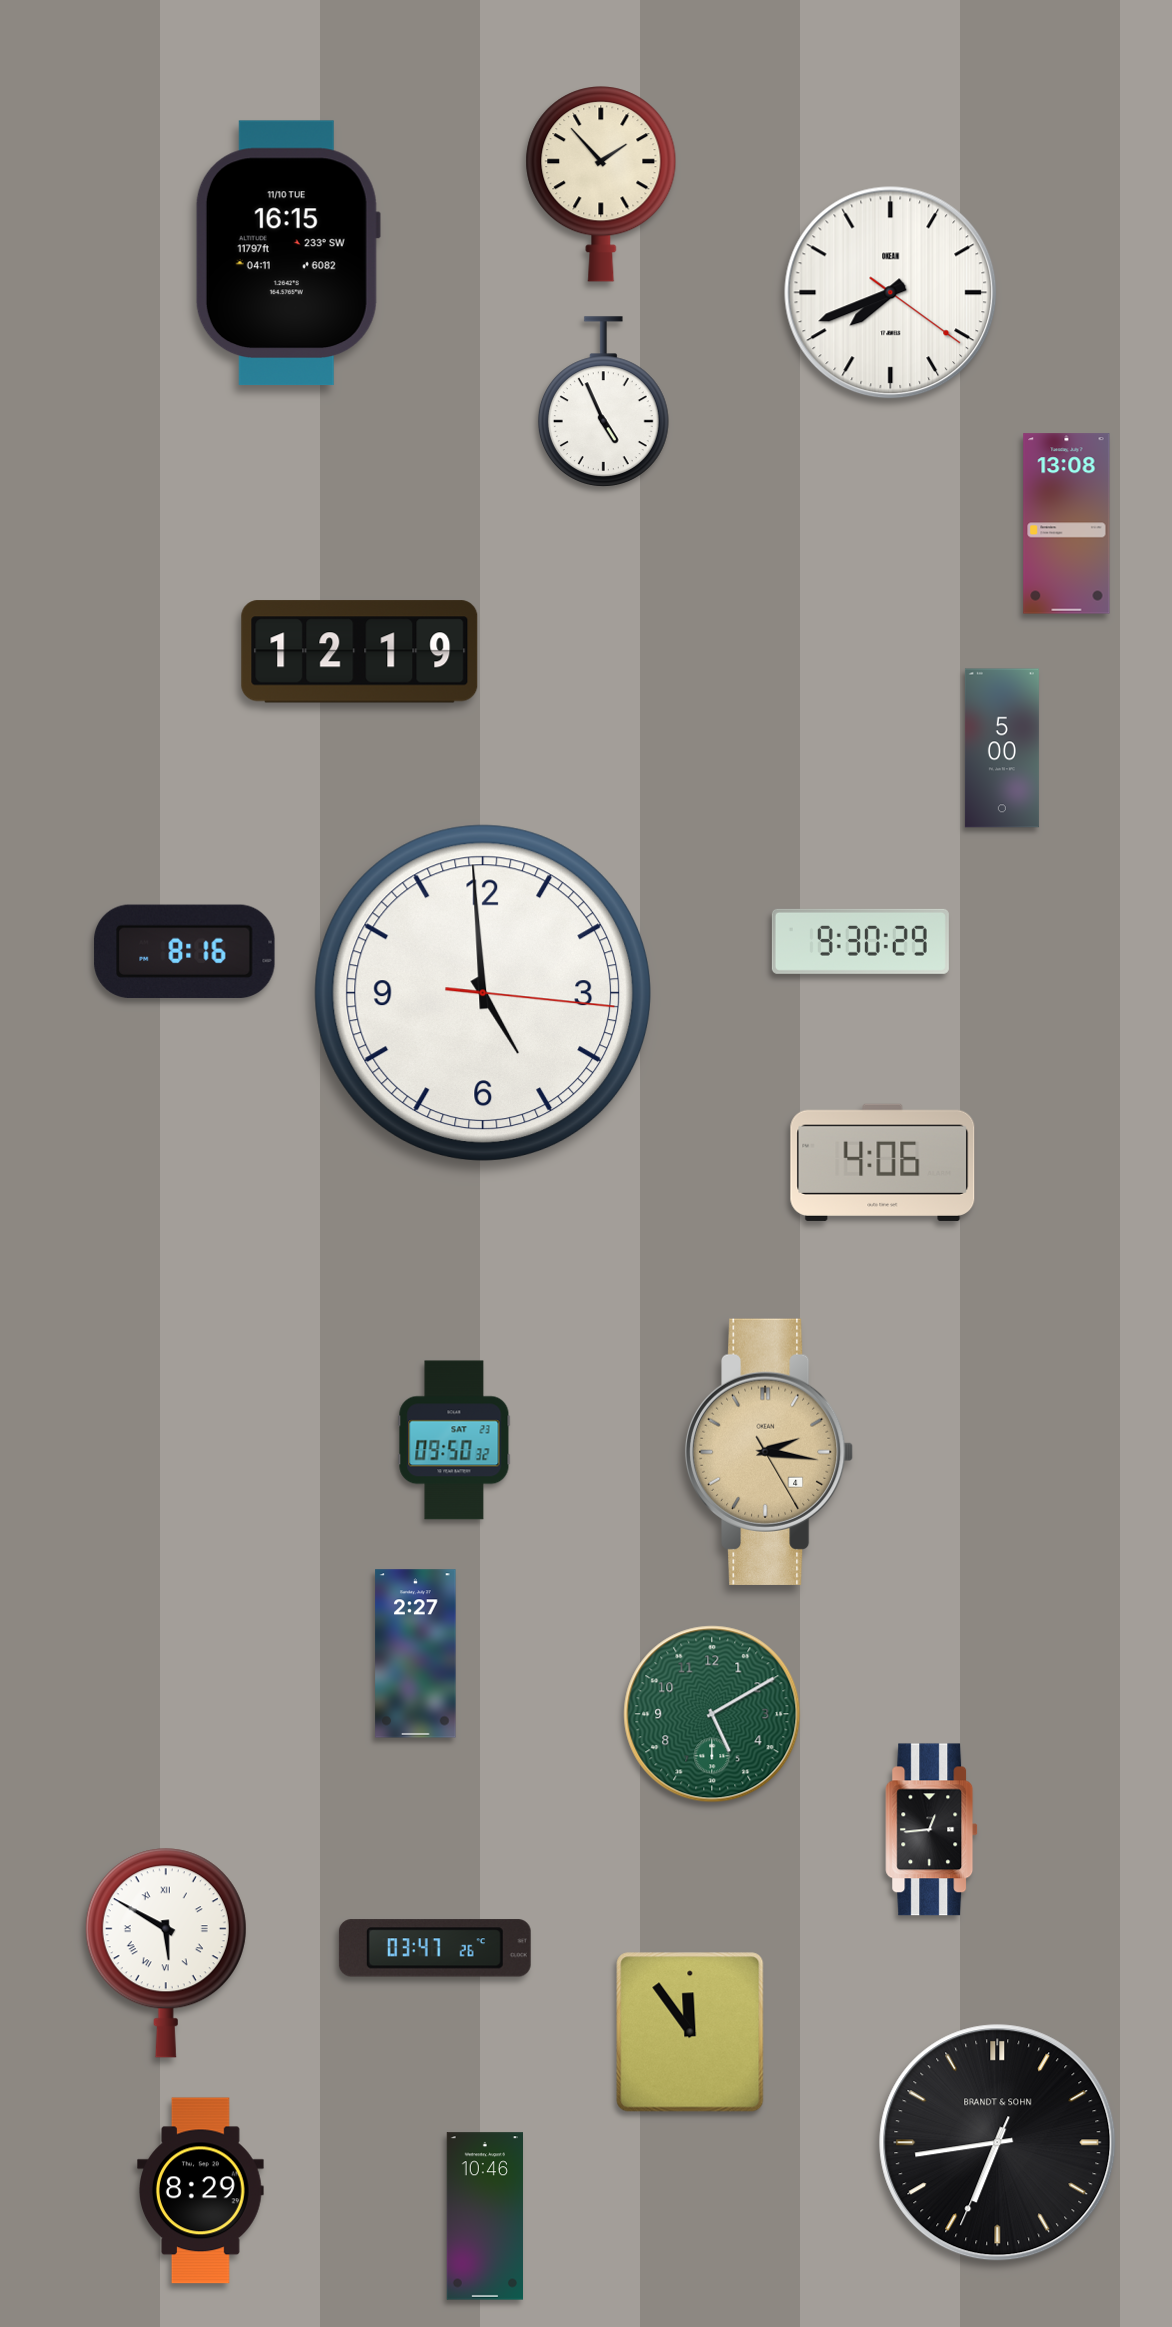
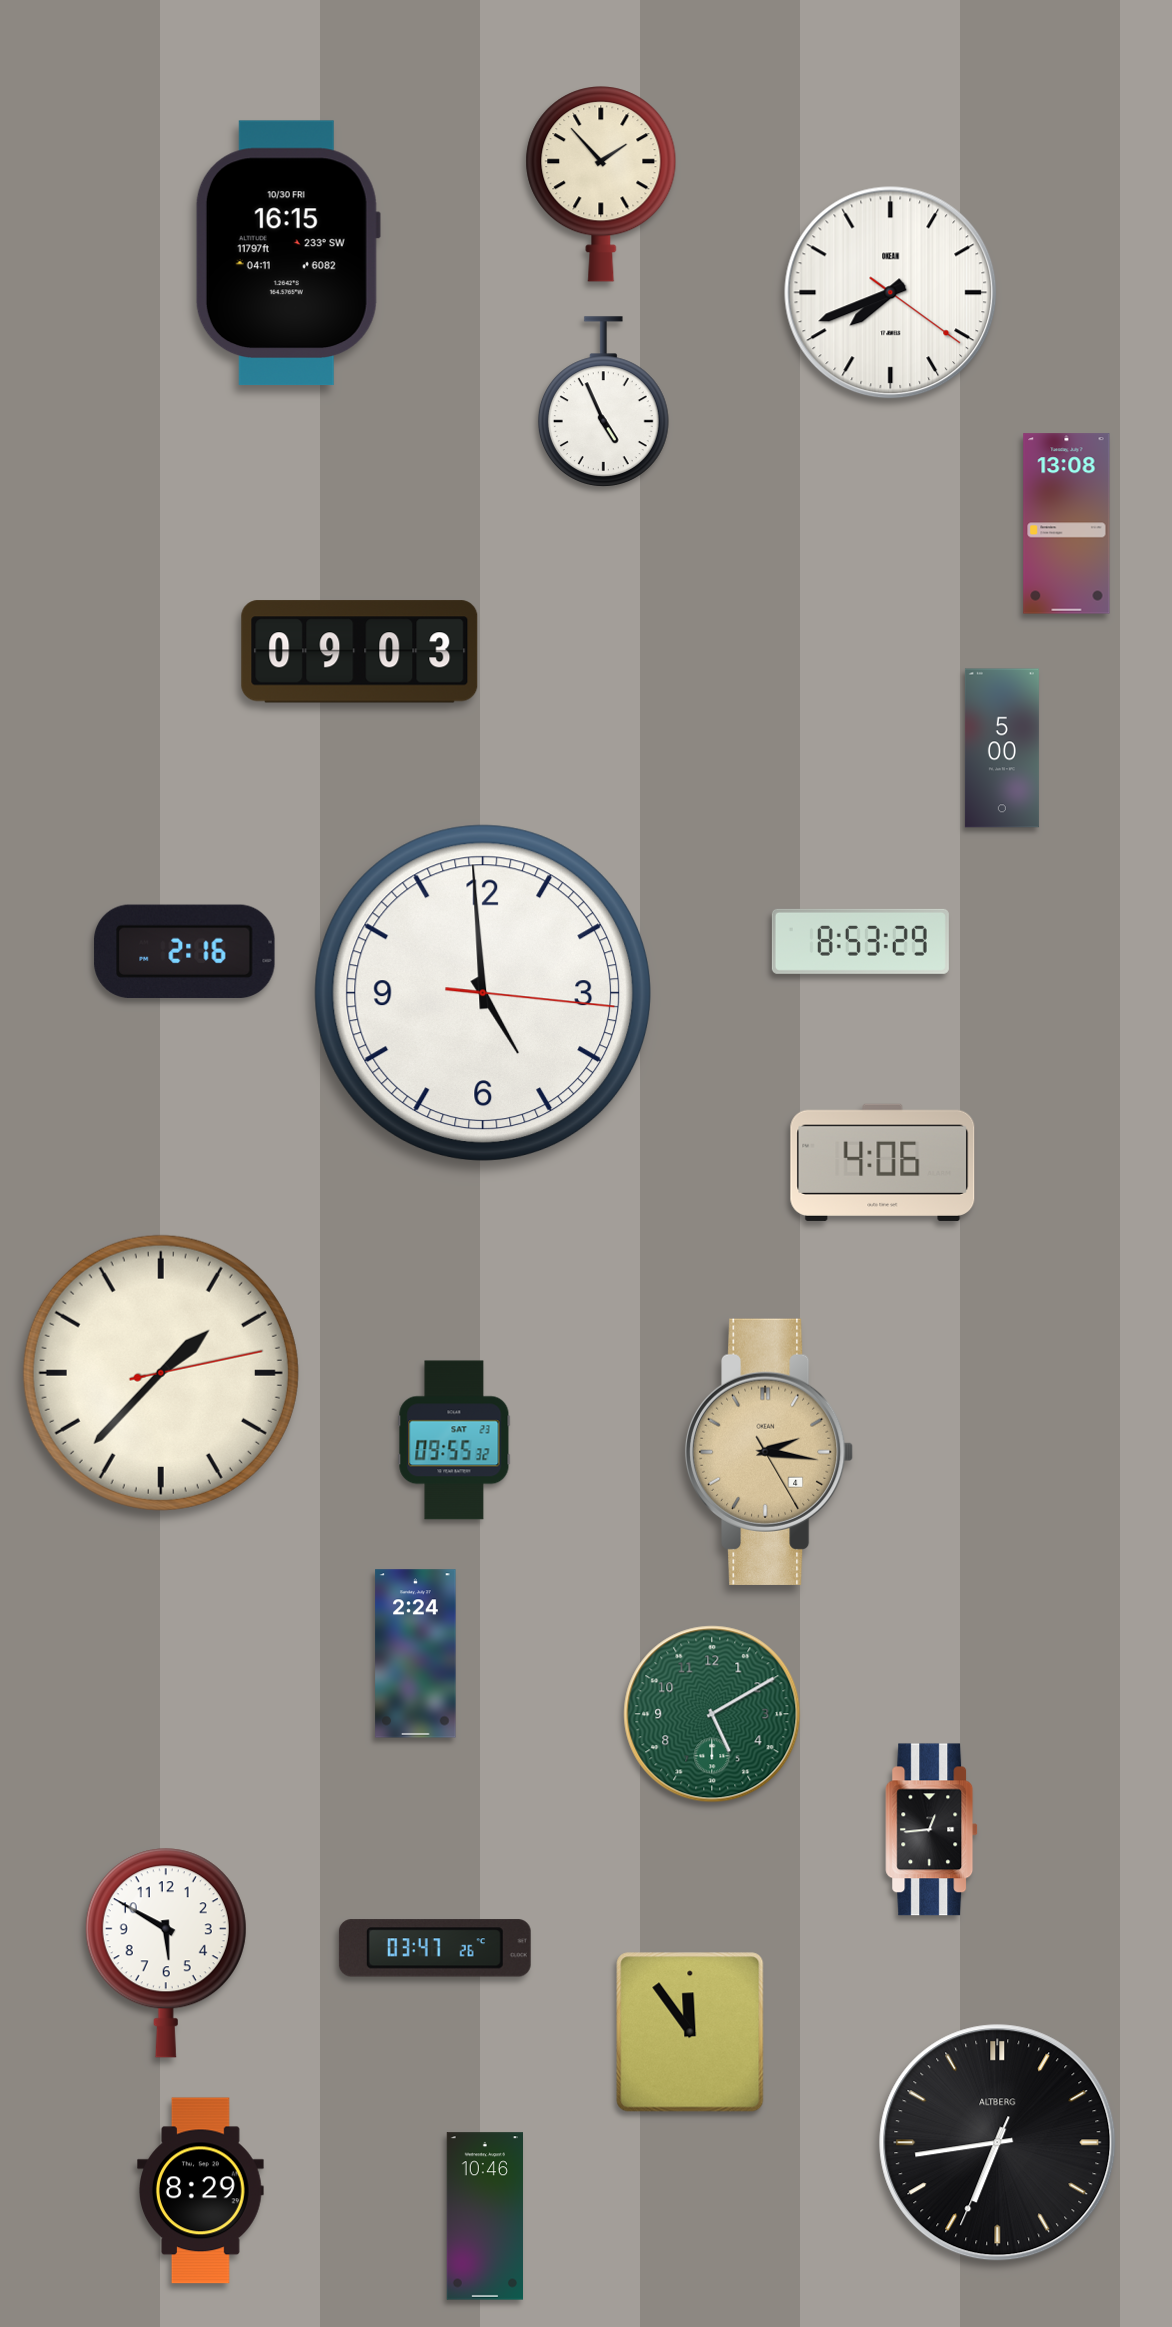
clock at (288, 253) date: 11/10 TUE -> 10/30 FRI
clock at (360, 652): 12:19 -> 09:03
clock at (860, 941): 9:30 -> 8:53
clock at (185, 952): 8:16 -> 2:16
clock at (161, 1373): none -> 1:37
clock at (454, 1440): 09:50 -> 09:55
clock at (416, 1654): 2:27 -> 2:24
clock at (166, 1953) numerals: Roman -> Arabic
clock at (998, 2143) brand: BRANDT & SOHN -> ALTBERG
